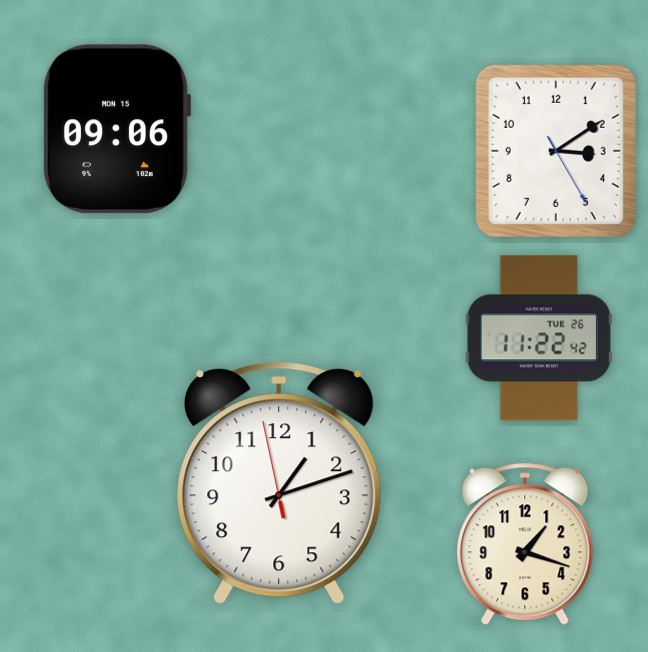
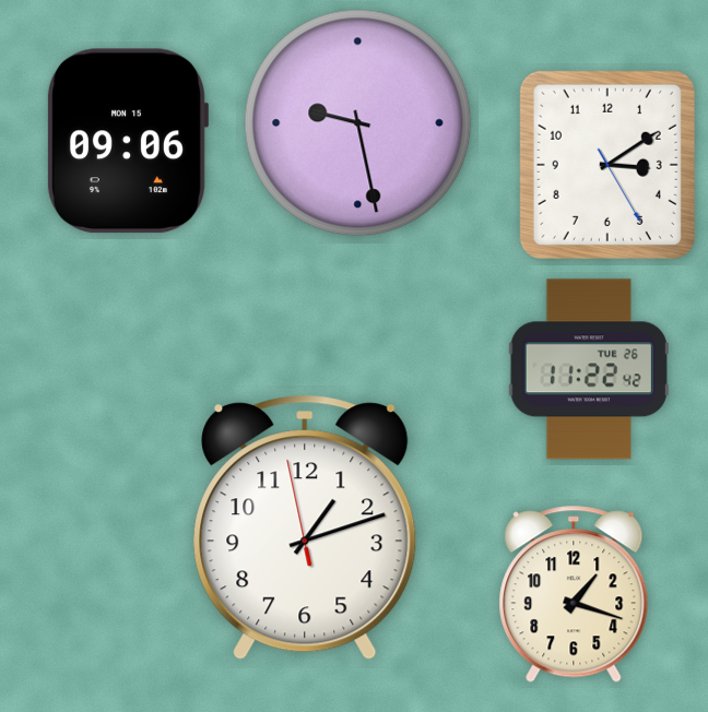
clock at (358, 123): none -> 9:28
